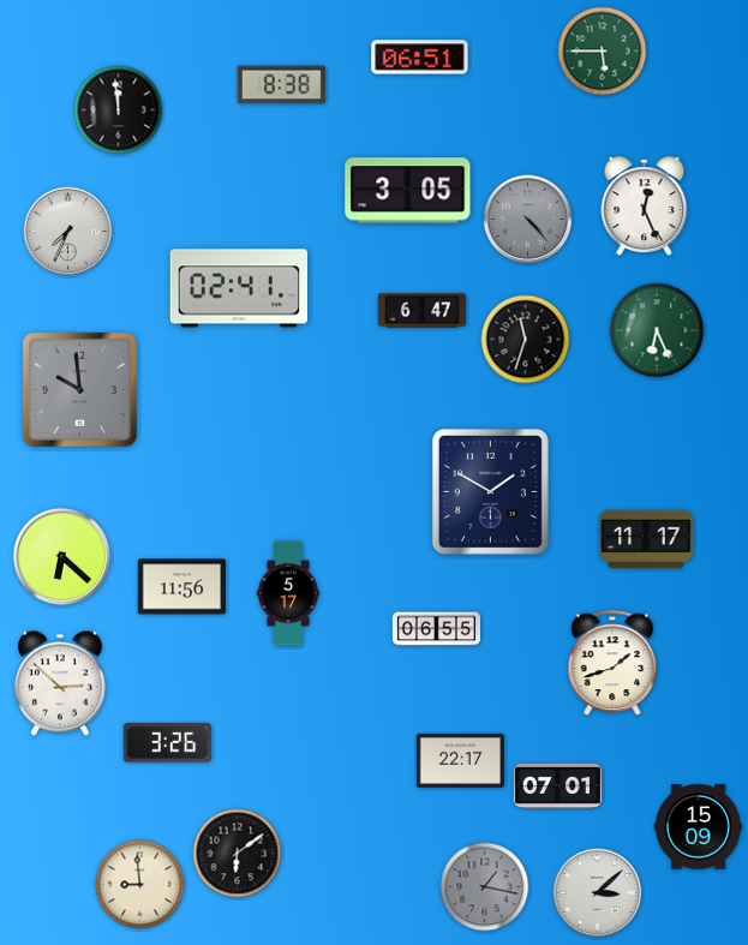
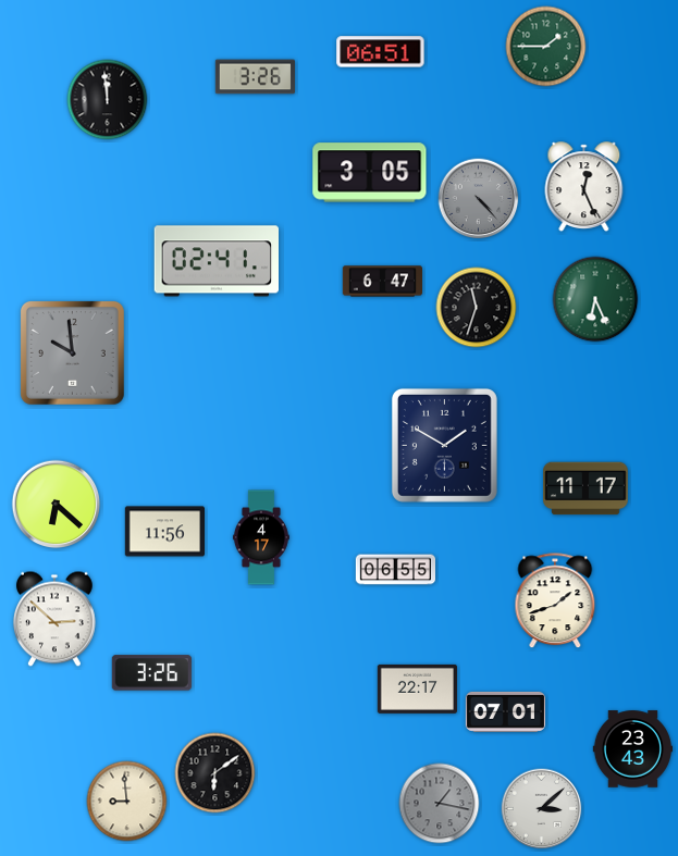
clock at (603, 52): 5:45 -> 1:45
clock at (281, 85): 8:38 -> 3:26
clock at (68, 232): 7:34 -> none
clock at (288, 593): 5:17 -> 4:17
clock at (698, 827): 15:09 -> 23:43
